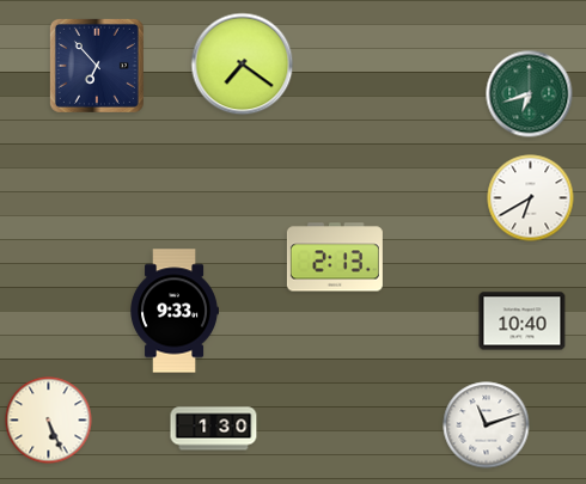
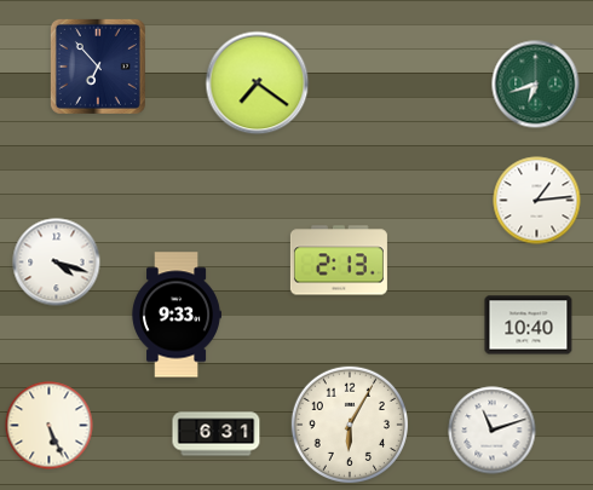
clock at (243, 65) position: (243, 65) -> (258, 83)
clock at (530, 94) position: (530, 94) -> (536, 85)
clock at (531, 198): 6:40 -> 1:14
clock at (57, 263): none -> 4:18
clock at (349, 423): none -> 6:05
clock at (214, 429): 1:30 -> 6:31
